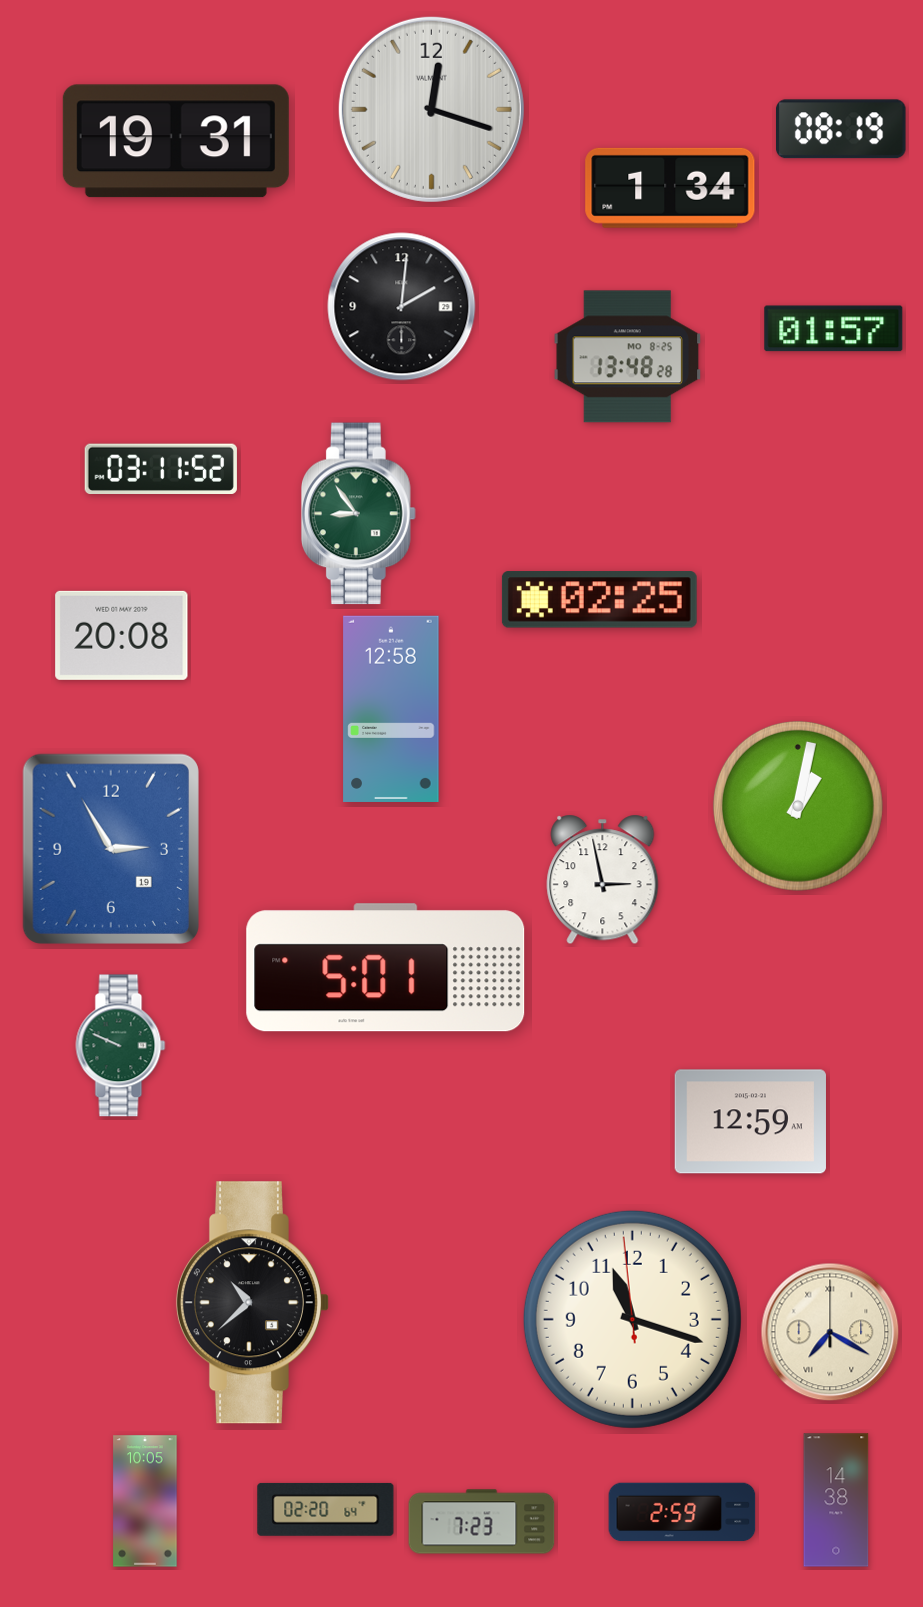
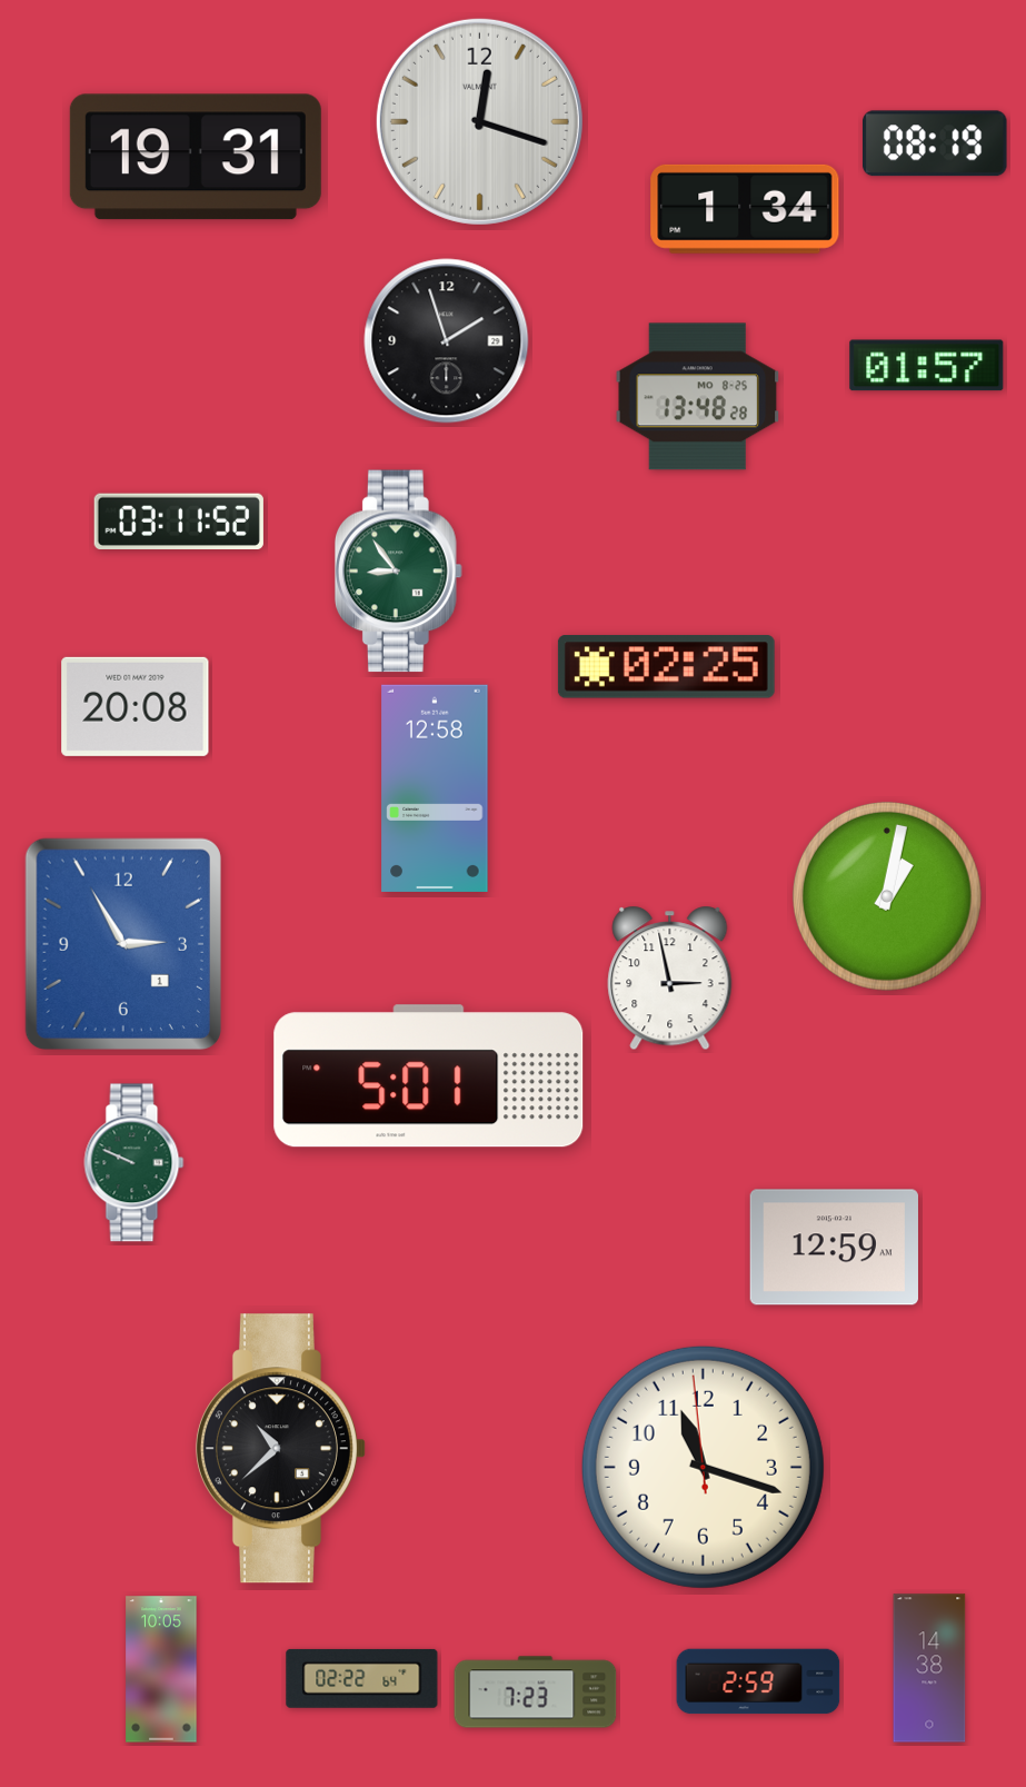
clock at (402, 307): 2:01 -> 1:57
clock at (111, 849) date: 19 -> 1
clock at (830, 1332): 7:20 -> none
clock at (326, 1509): 02:20 -> 02:22
